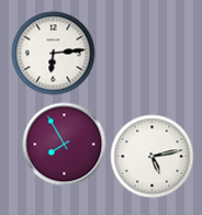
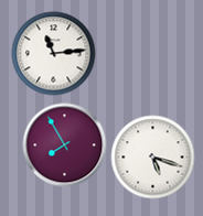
clock at (54, 54): 6:14 -> 11:14
clock at (153, 157): 5:13 -> 5:18
